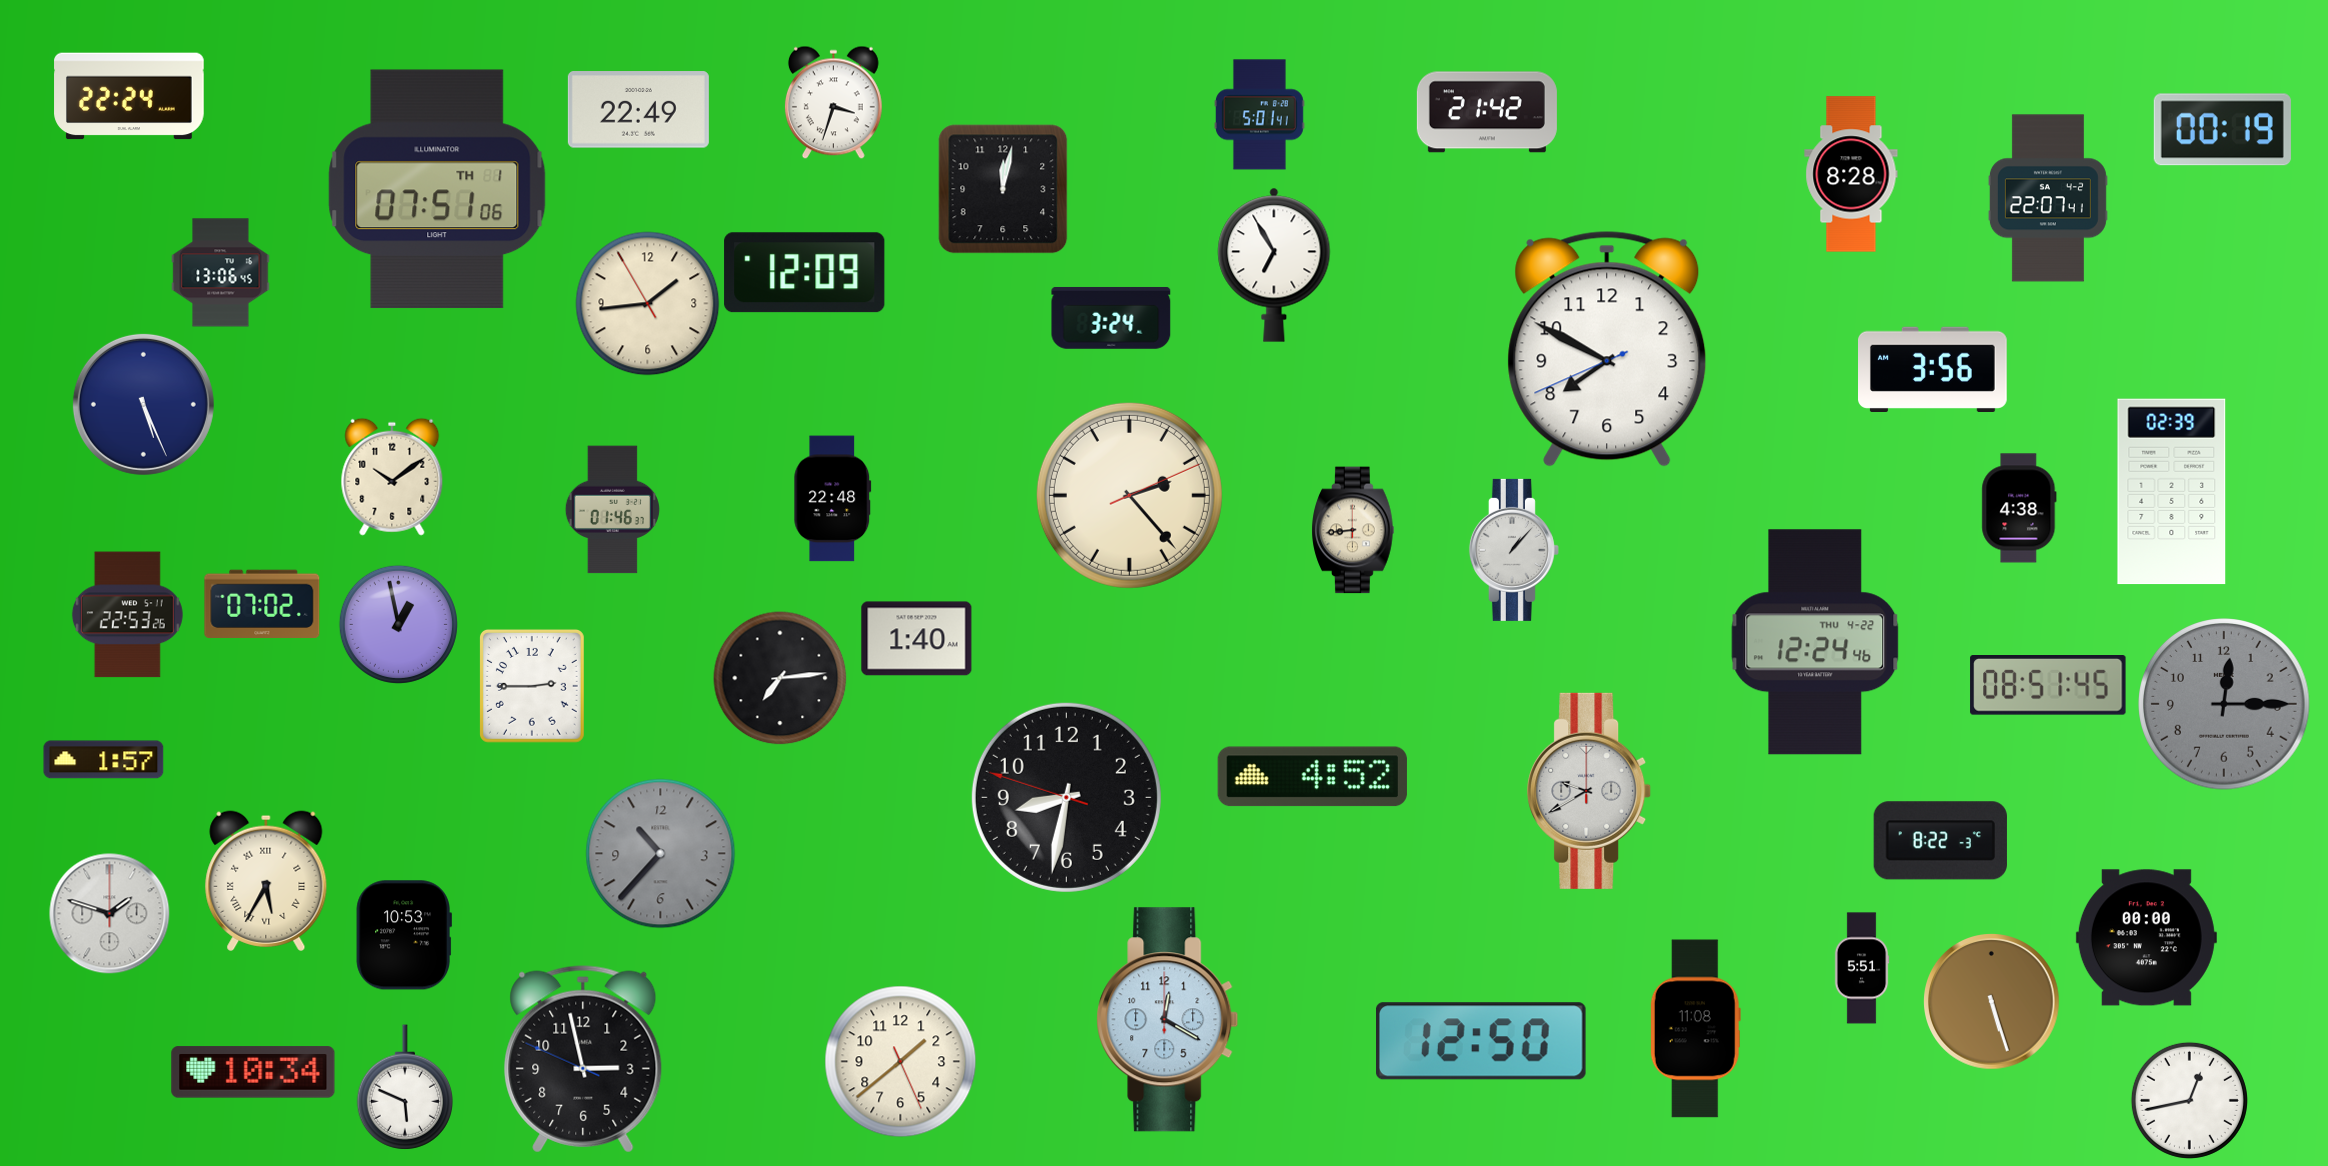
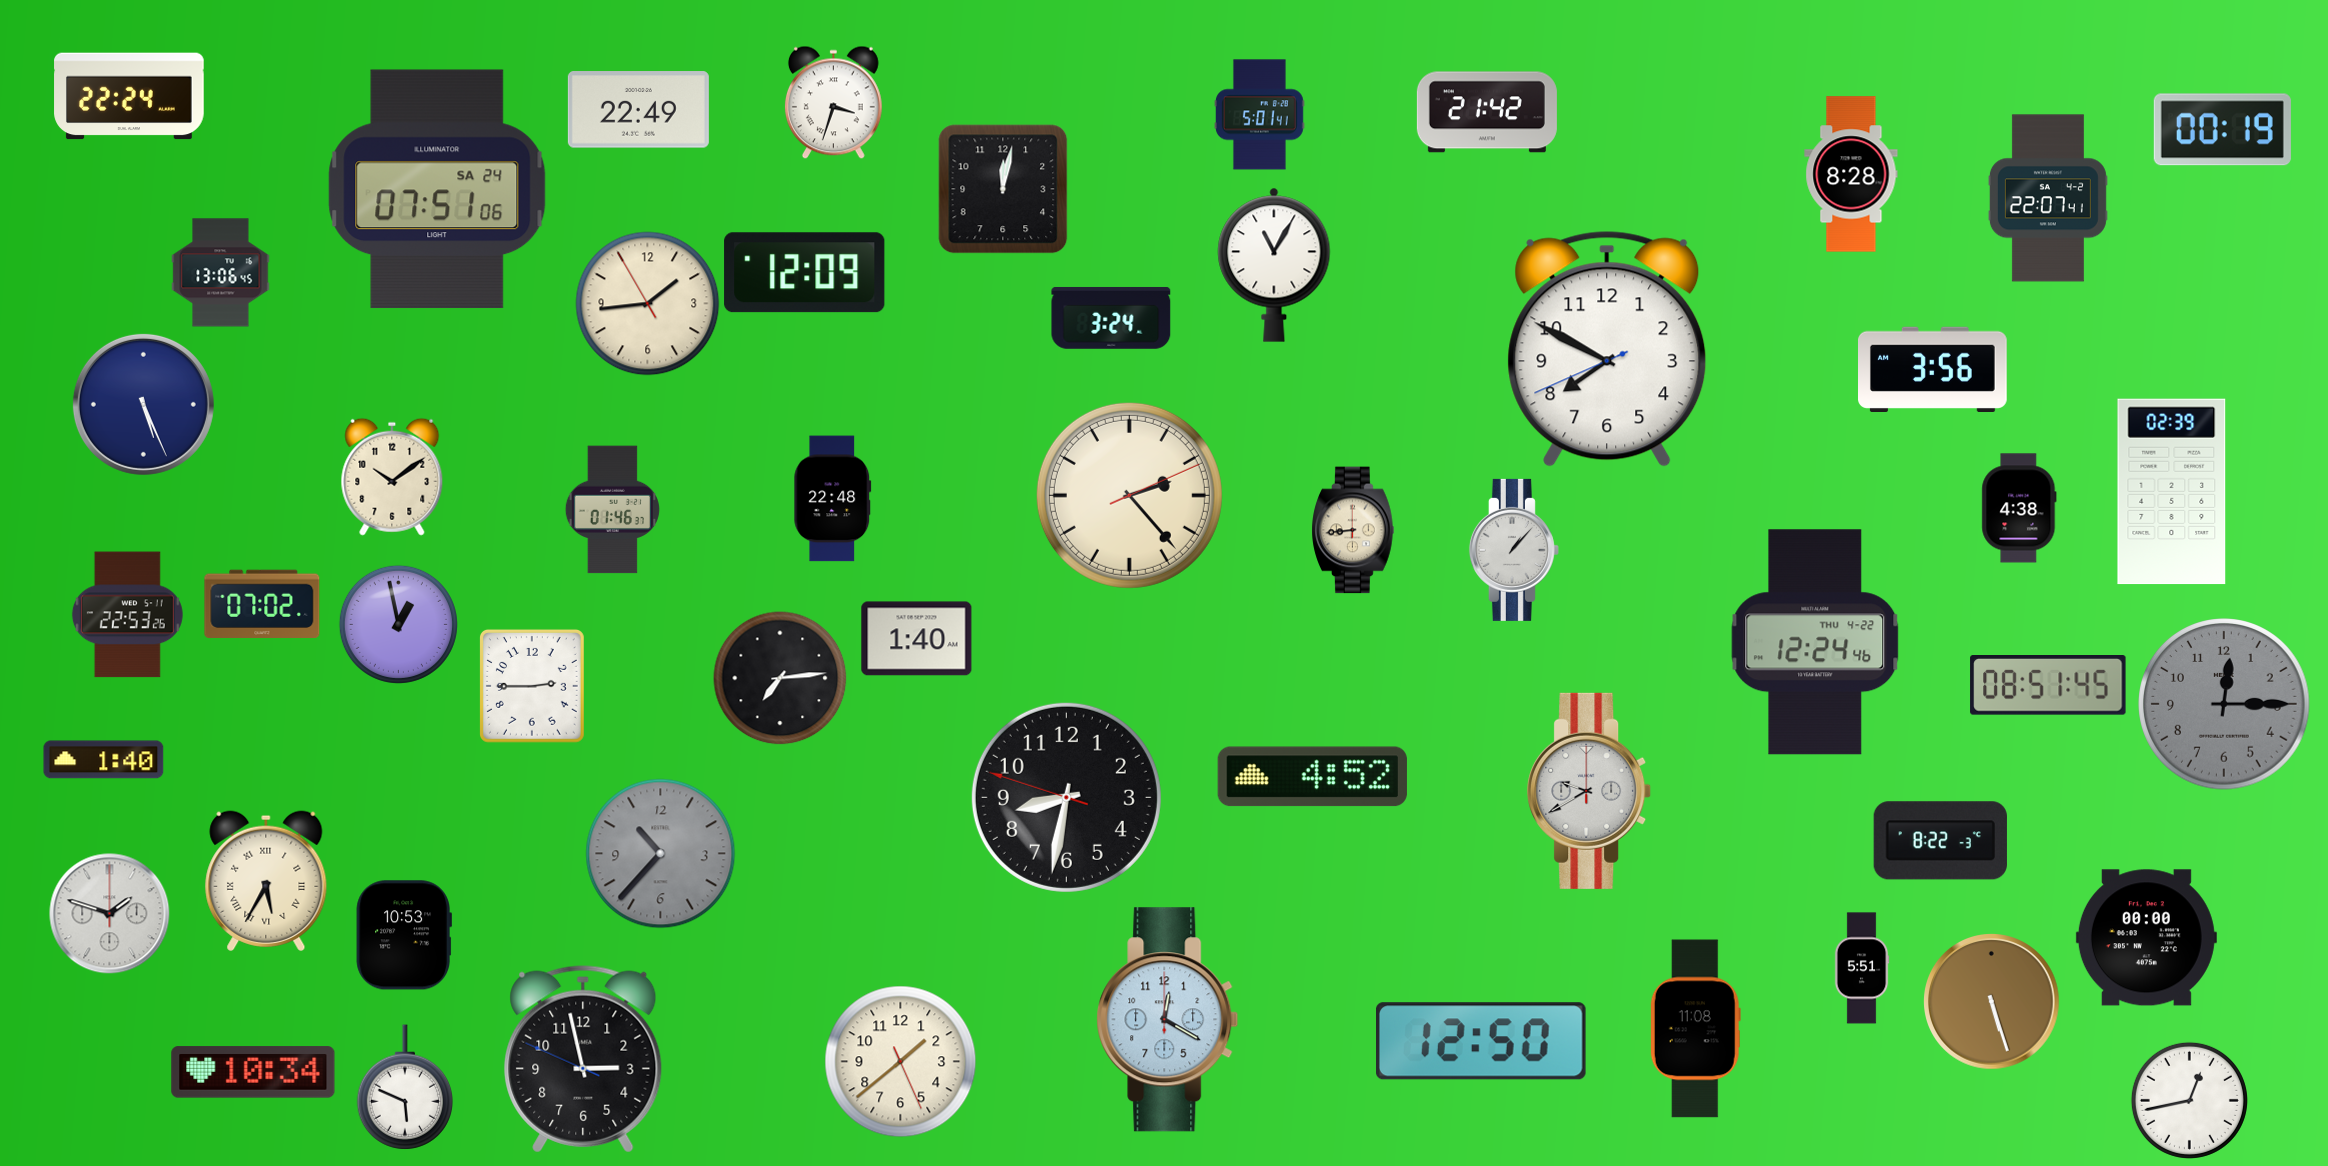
clock at (437, 189) date: TH 1 -> SA 24
clock at (1274, 265): 6:55 -> 11:05
clock at (104, 760): 1:57 -> 1:40
